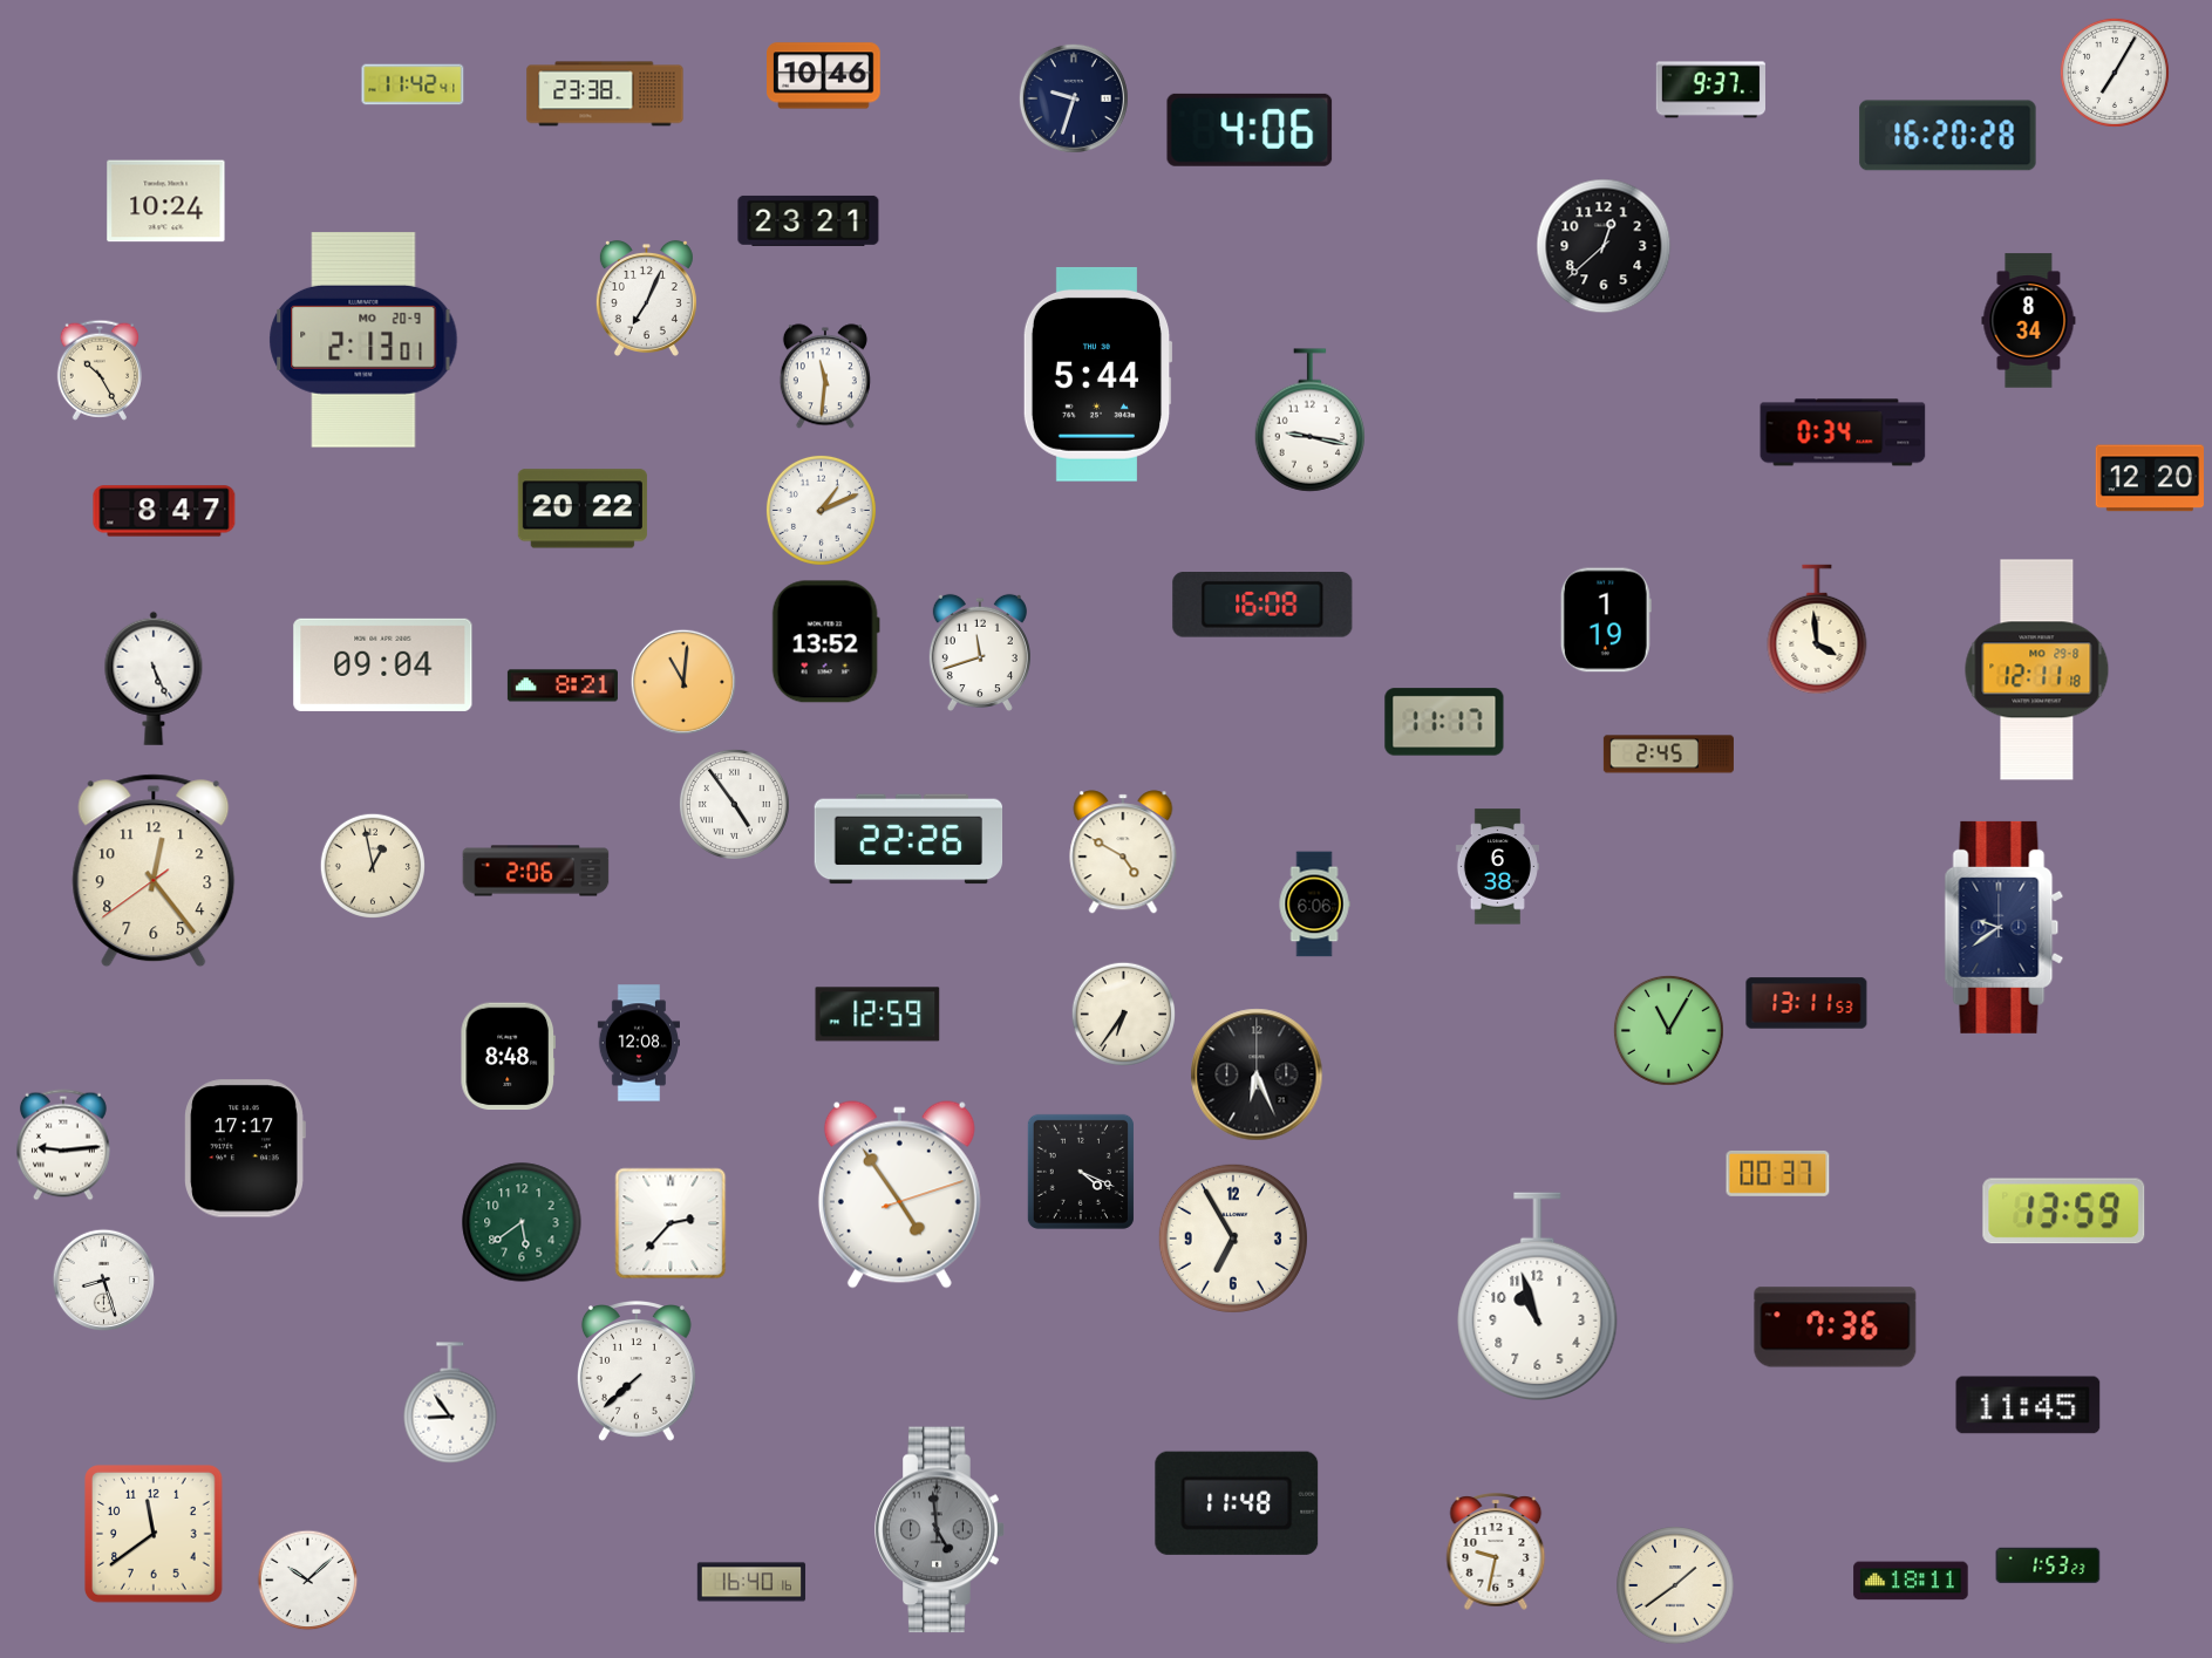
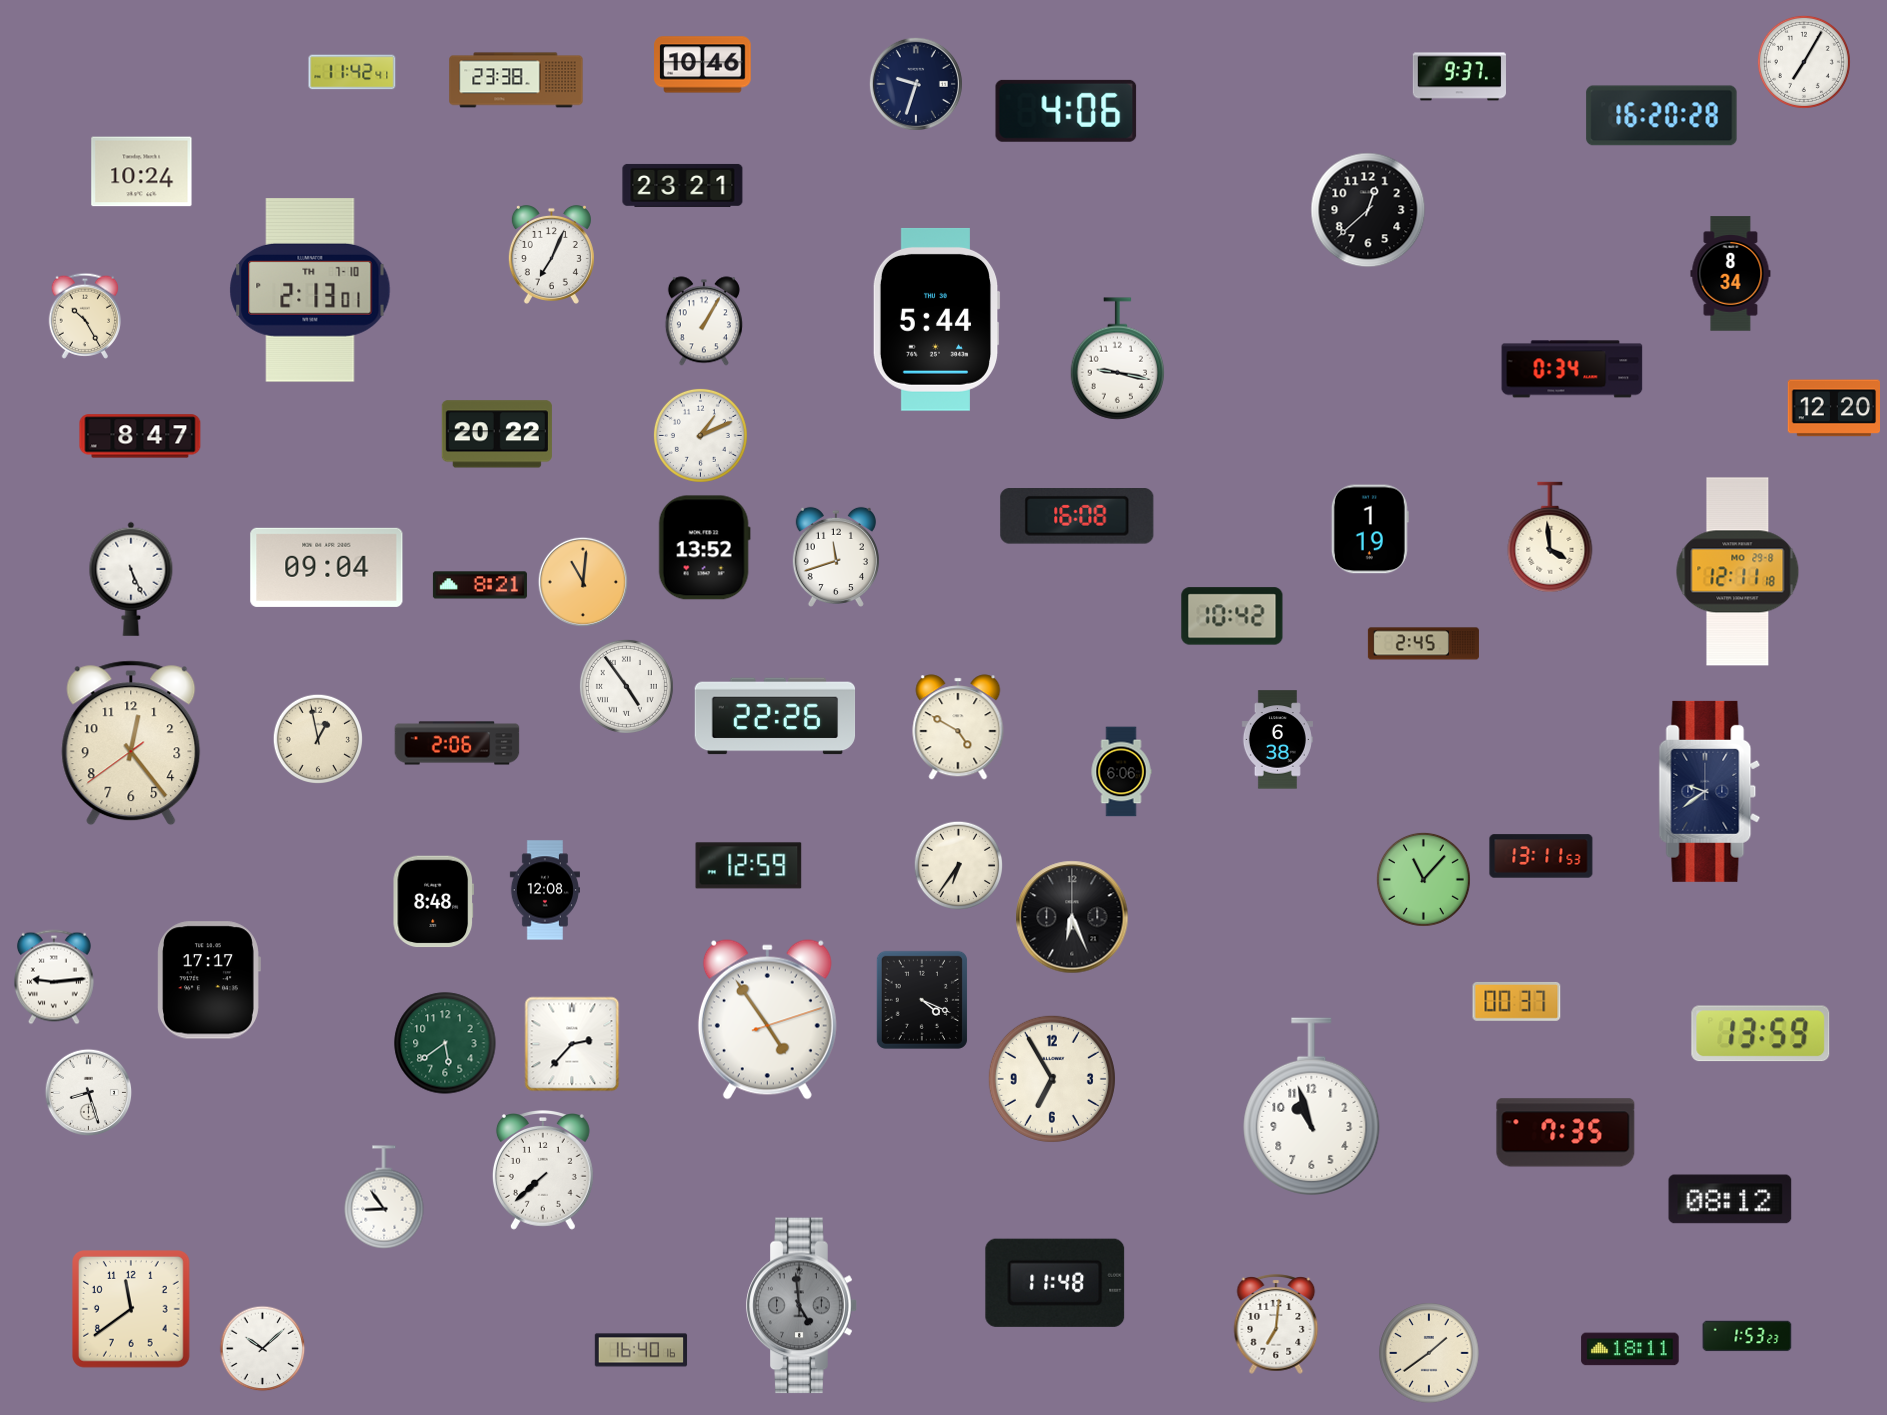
clock at (809, 220) position: (809, 220) -> (683, 185)
clock at (363, 340) date: MO 20-9 -> TH 7-10
clock at (825, 376): 11:31 -> 1:05
clock at (1444, 722): 11:17 -> 10:42
clock at (1668, 1030): 11:05 -> 11:07
clock at (1233, 1239) position: (1233, 1239) -> (1052, 1079)
clock at (1836, 1328): 7:36 -> 7:35
clock at (2028, 1405): 11:45 -> 08:12
clock at (1496, 1551): 9:32 -> 7:01
